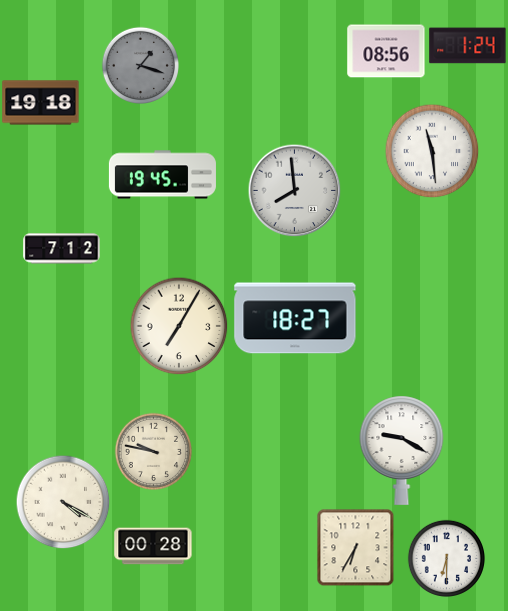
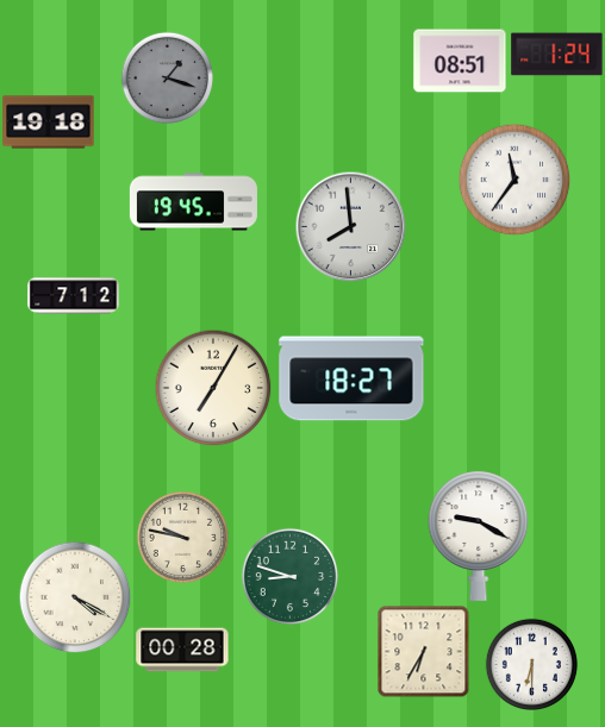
clock at (386, 51): 08:56 -> 08:51
clock at (432, 151): 11:29 -> 11:36
clock at (162, 175) position: (162, 175) -> (193, 202)
clock at (289, 576): none -> 8:48
